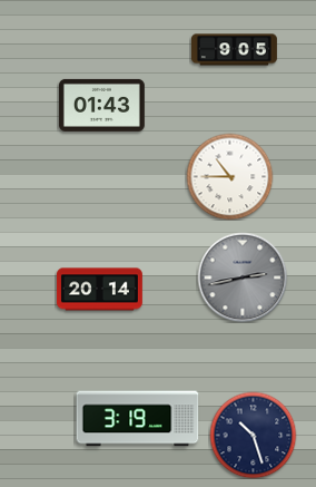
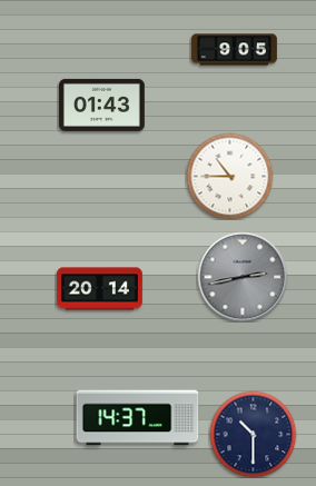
clock at (138, 419): 3:19 -> 14:37
clock at (253, 435): 10:27 -> 10:30
